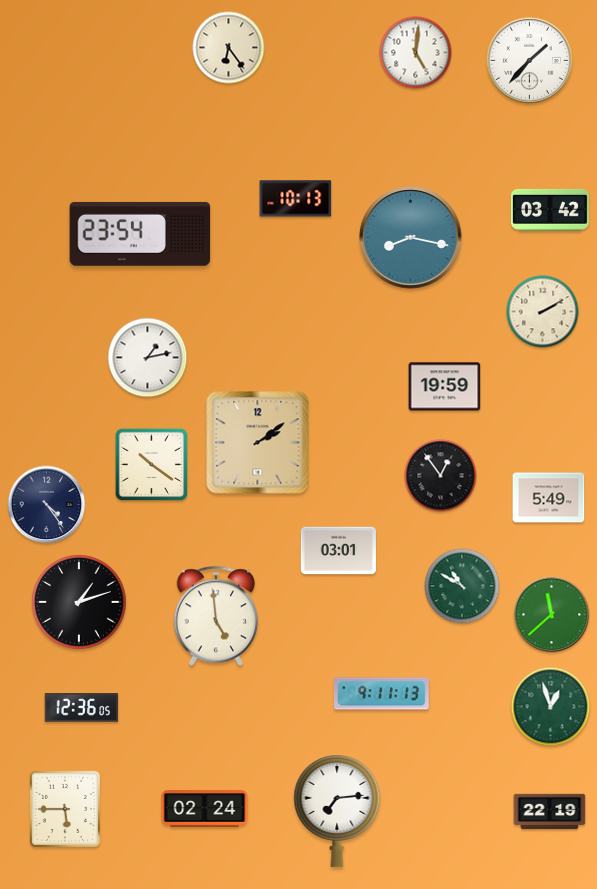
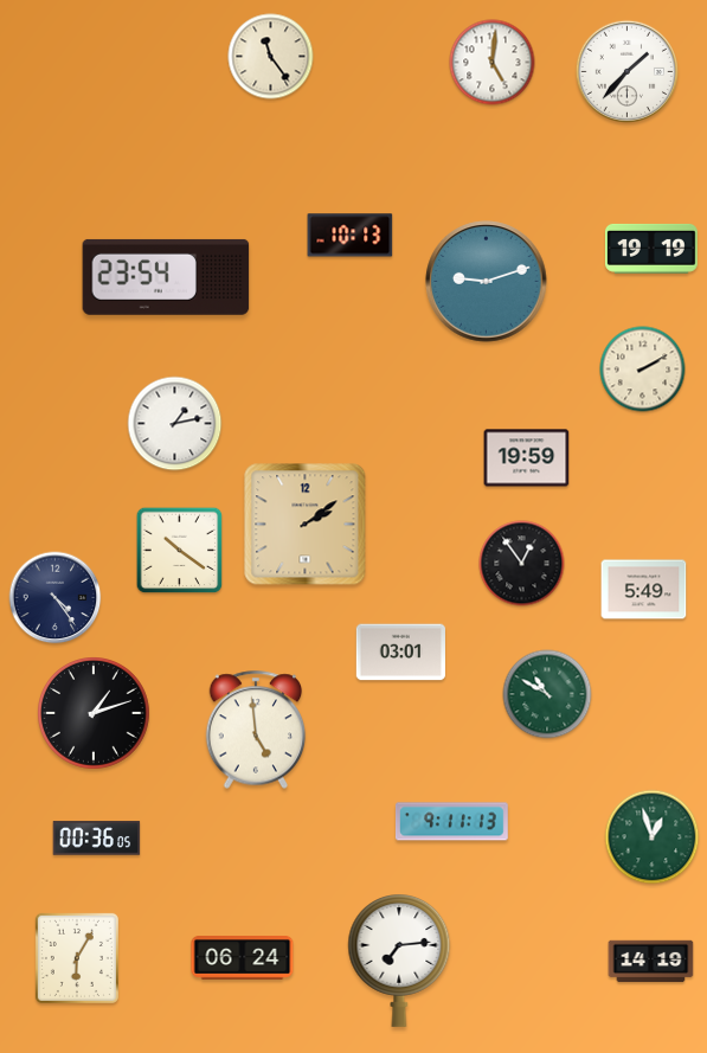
clock at (229, 48): 6:24 -> 11:24
clock at (550, 210): 03:42 -> 19:19
clock at (411, 238): 8:17 -> 9:12
clock at (549, 498) position: (549, 498) -> (644, 590)
clock at (552, 615): 11:38 -> none
clock at (82, 708): 12:36 -> 00:36
clock at (65, 809): 5:45 -> 6:05
clock at (205, 809): 02:24 -> 06:24
clock at (550, 812): 22:19 -> 14:19
